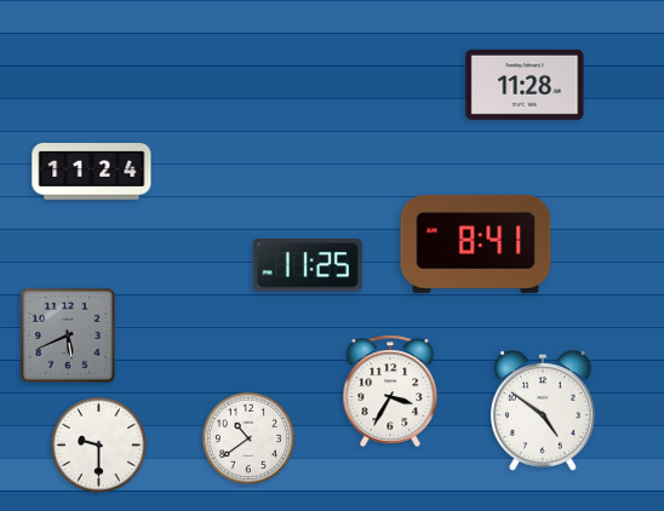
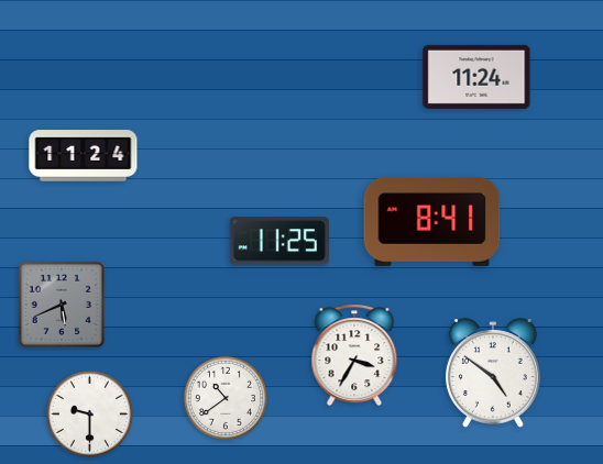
clock at (525, 85): 11:28 -> 11:24
clock at (98, 444) position: (98, 444) -> (89, 413)
